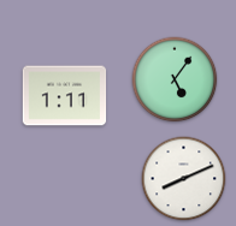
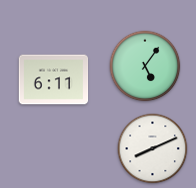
clock at (65, 96): 1:11 -> 6:11
